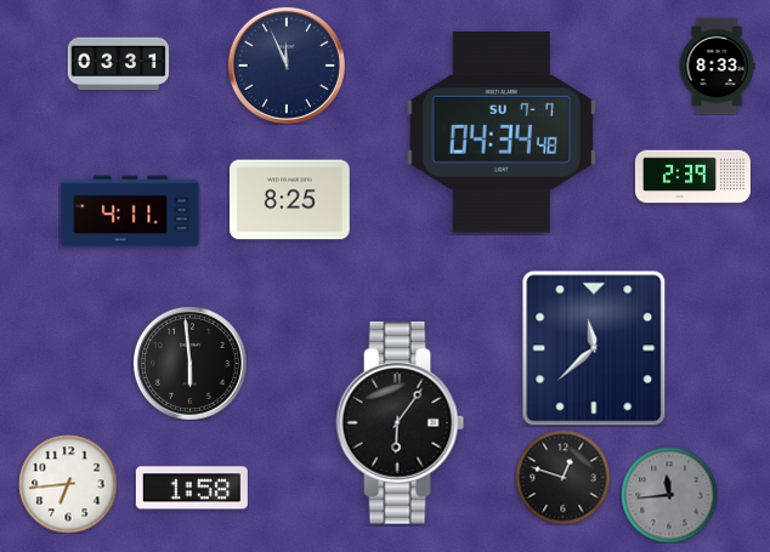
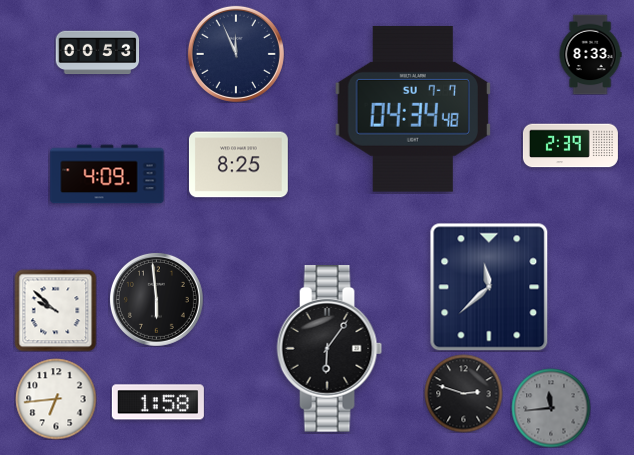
clock at (118, 64): 03:31 -> 00:53
clock at (130, 211): 4:11 -> 4:09
clock at (55, 310): none -> 9:52
clock at (562, 477): 12:48 -> 2:48
